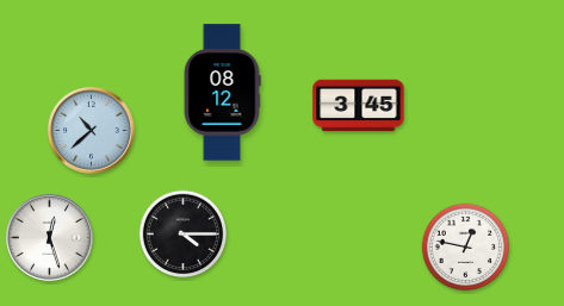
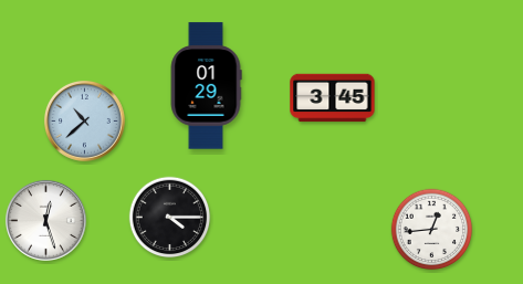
clock at (222, 93): 08:12 -> 01:29
clock at (466, 248): 12:47 -> 12:44
